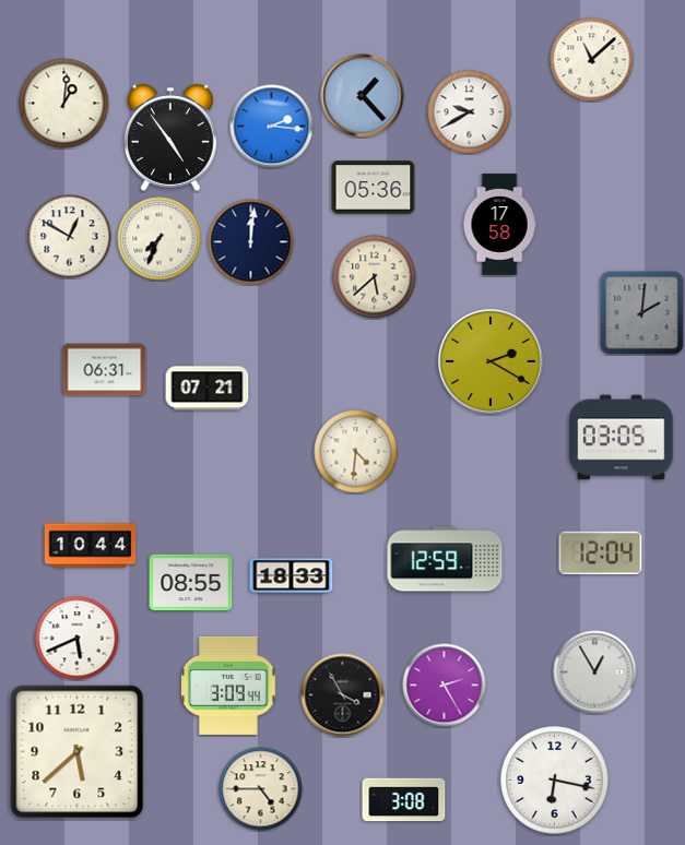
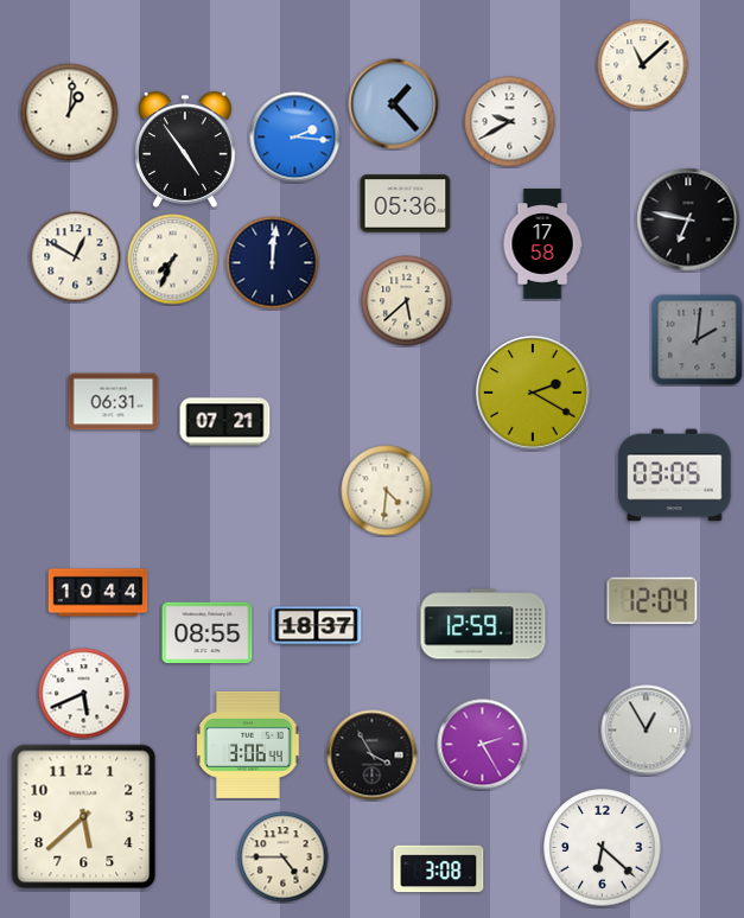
clock at (688, 219): none -> 6:47
clock at (445, 559) position: (445, 559) -> (483, 624)
clock at (292, 576): 18:33 -> 18:37
clock at (228, 686): 3:09 -> 3:06
clock at (555, 781): 6:17 -> 6:22
